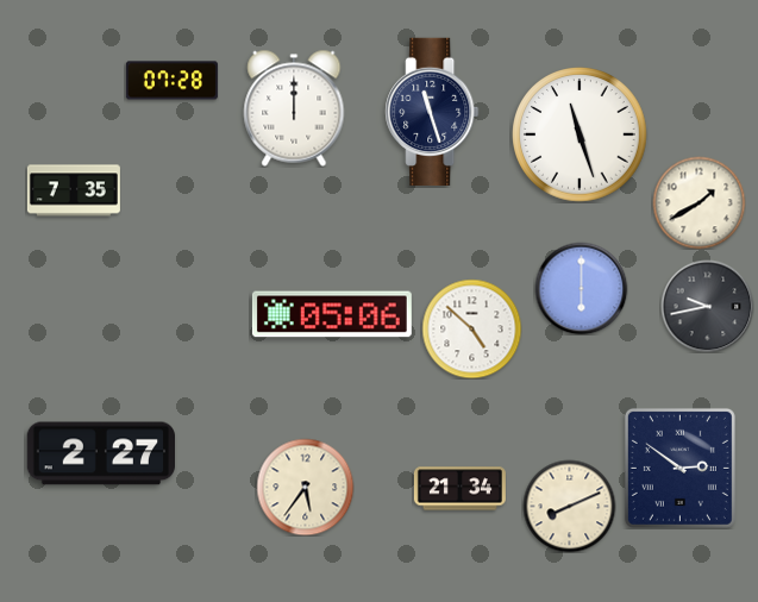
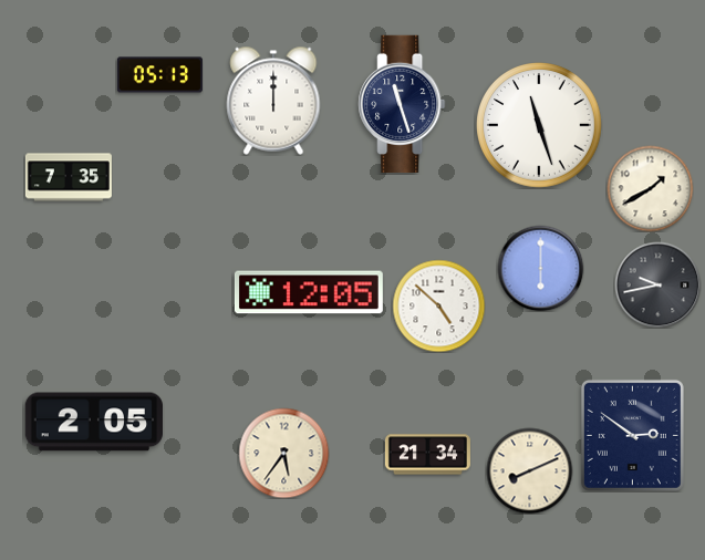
clock at (171, 81): 07:28 -> 05:13
clock at (332, 314): 05:06 -> 12:05
clock at (101, 453): 2:27 -> 2:05
